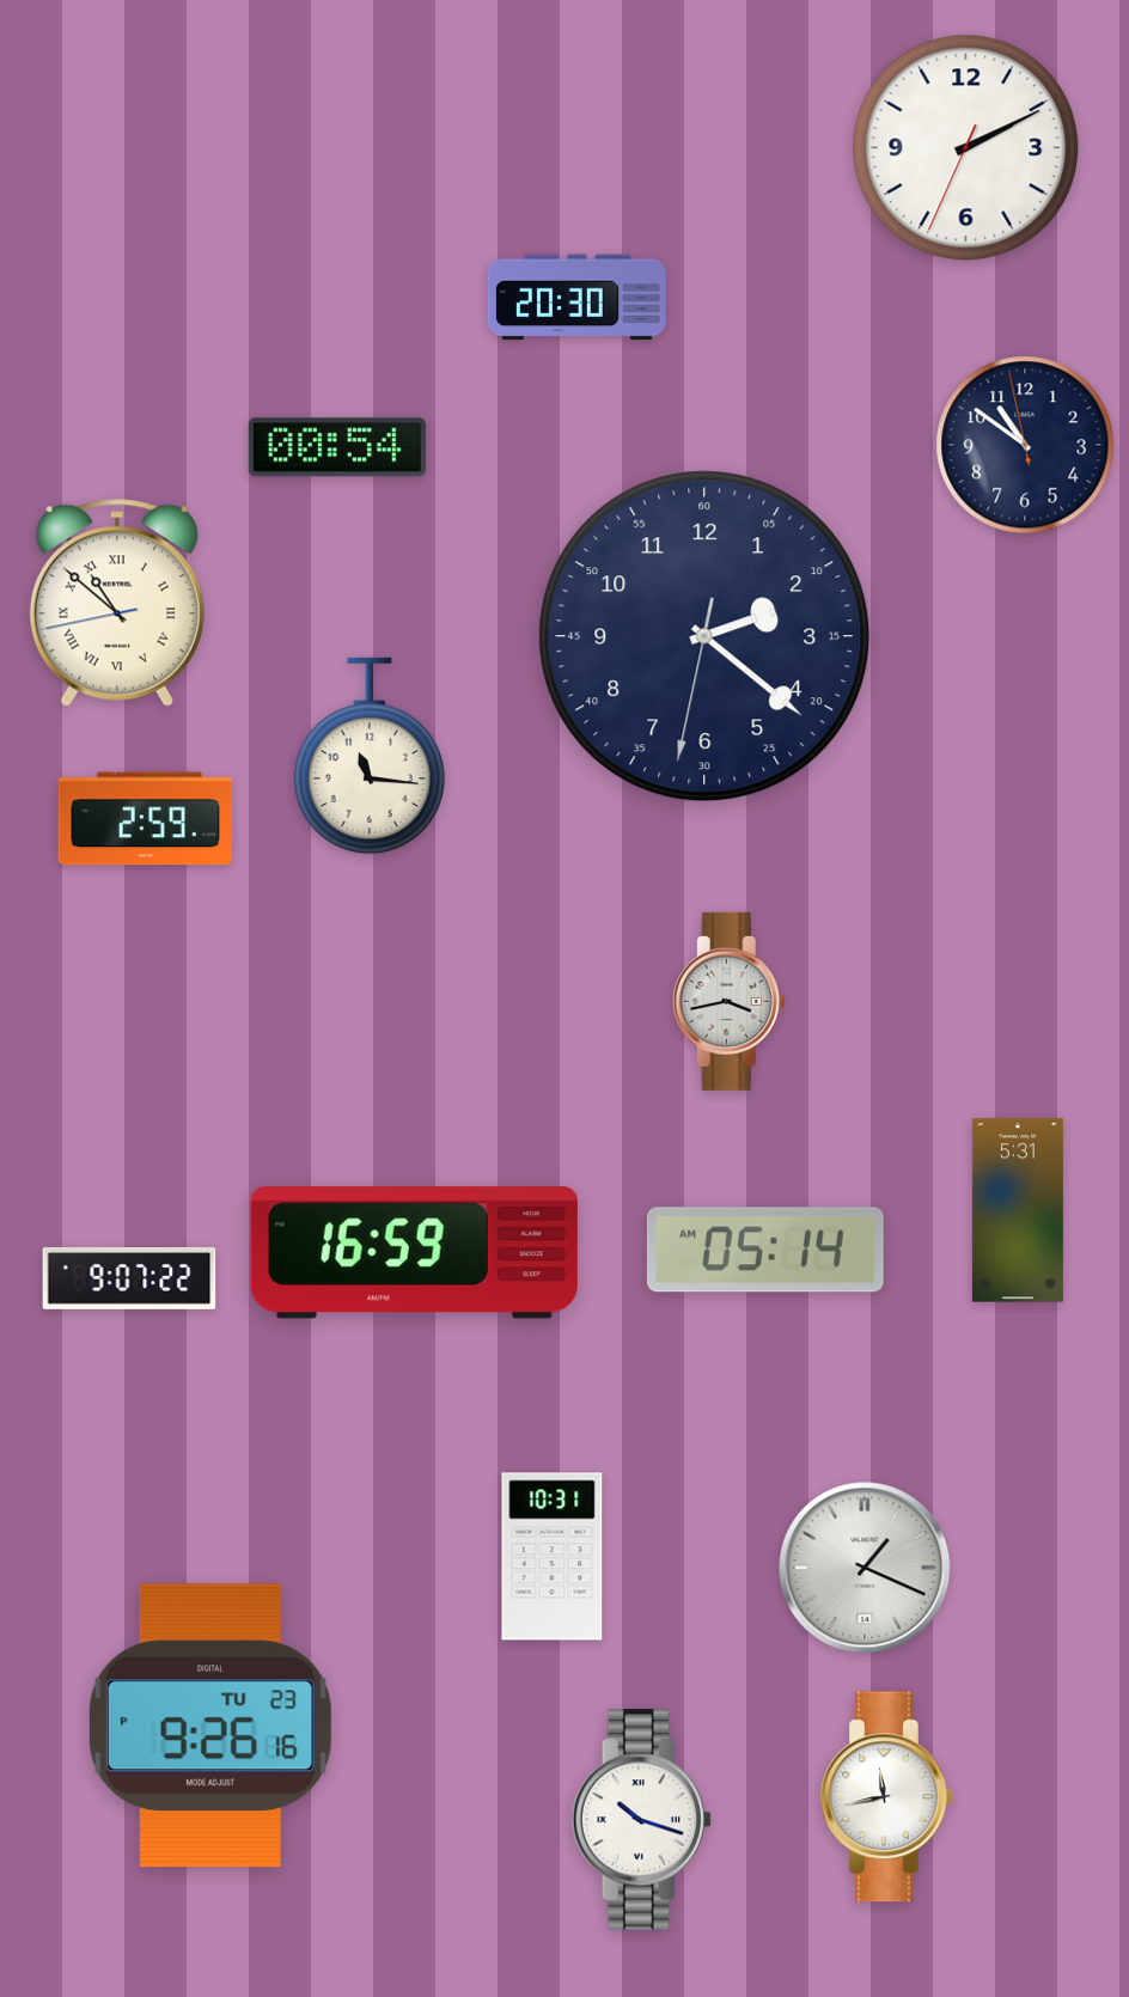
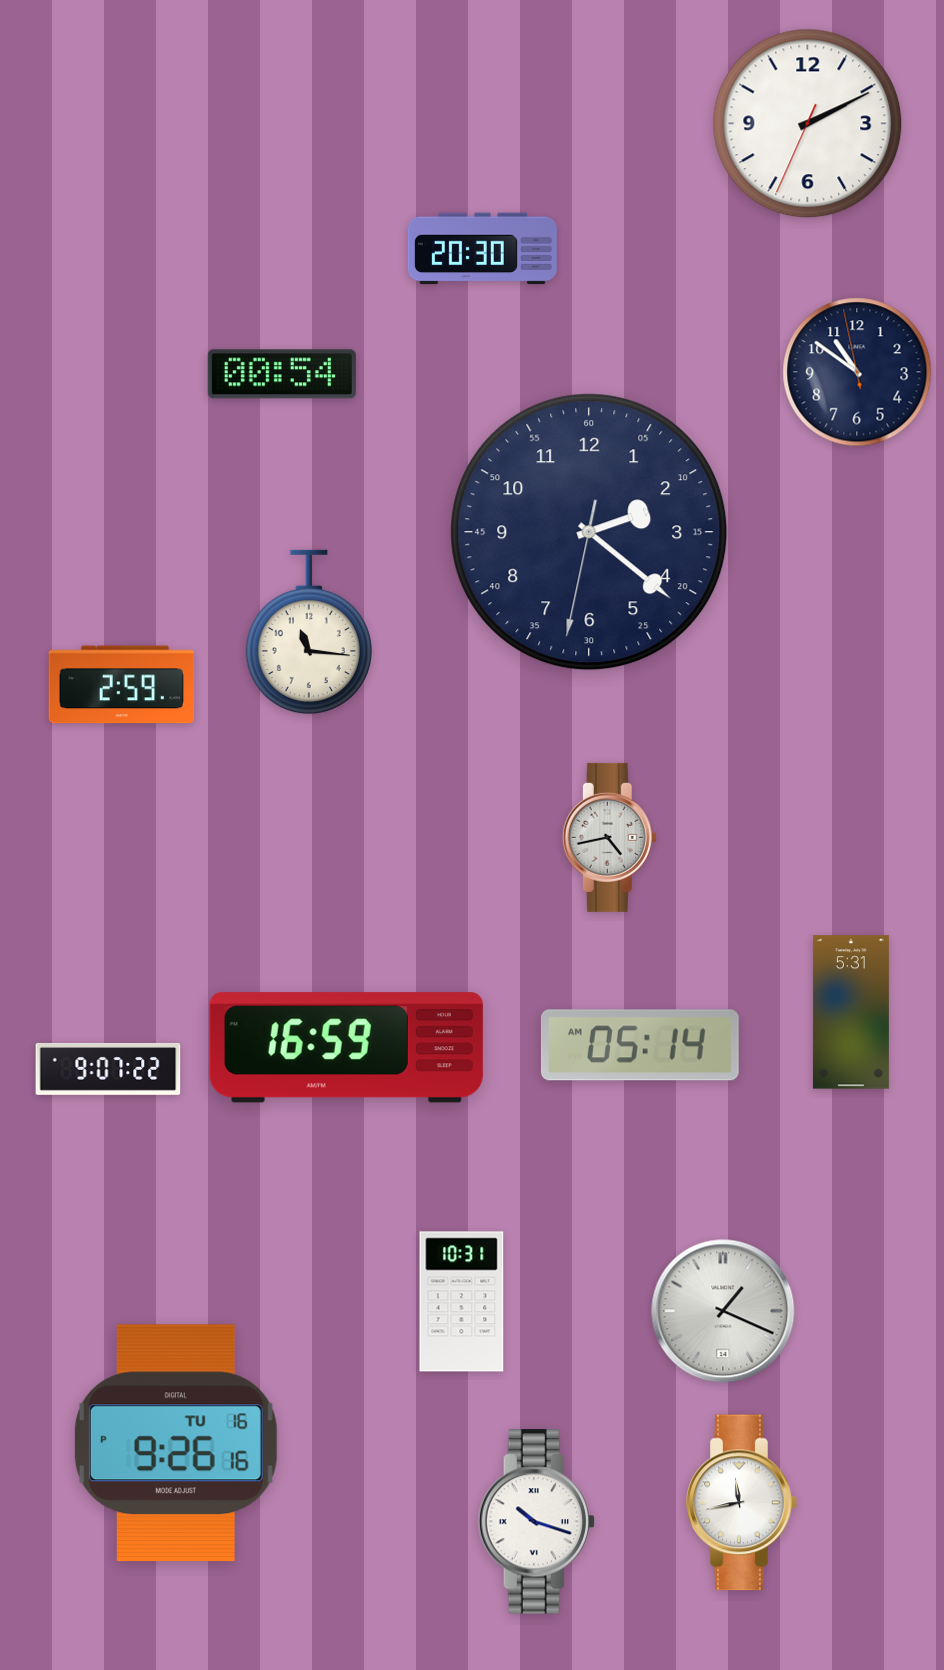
clock at (117, 603): 10:51 -> none
clock at (728, 1001): 3:43 -> 4:43
clock at (210, 1726) date: TU 23 -> TU 16
